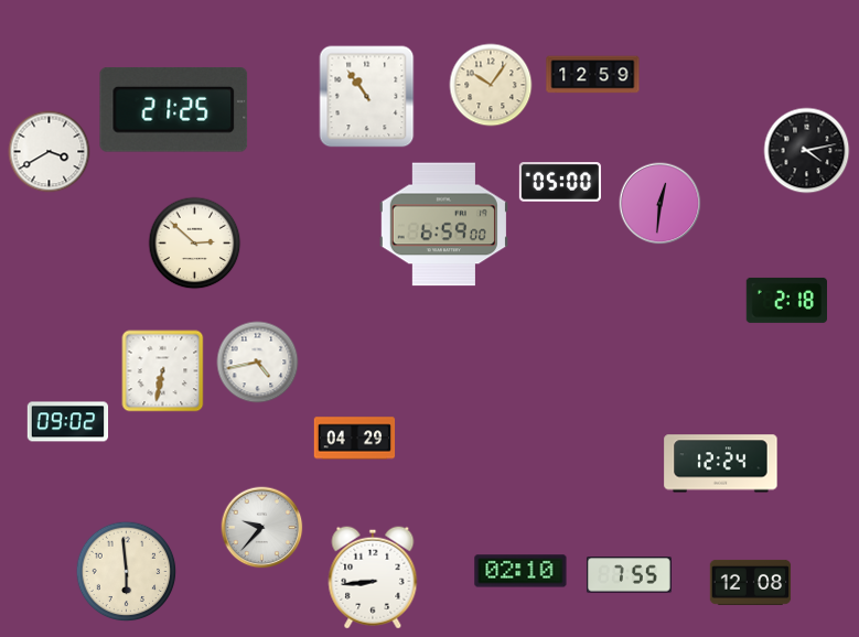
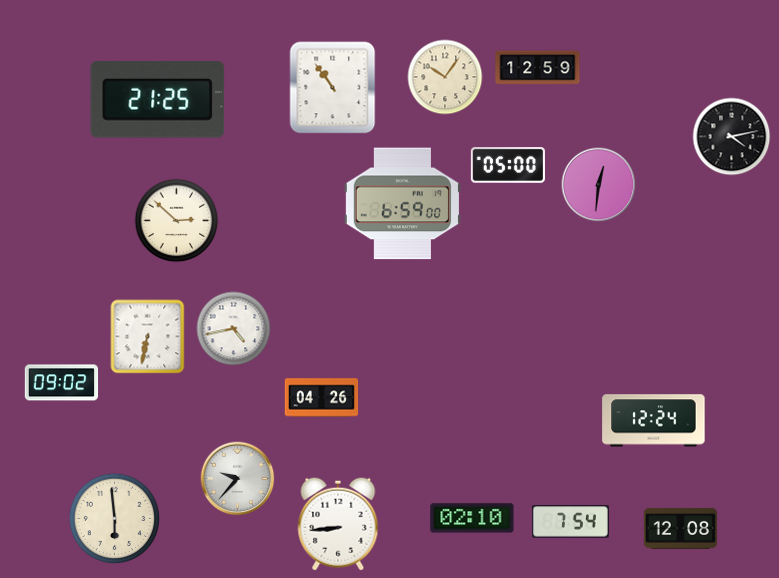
clock at (50, 152): 3:40 -> none
clock at (786, 300): 2:18 -> none
clock at (355, 439): 04:29 -> 04:26
clock at (629, 575): 7:55 -> 7:54
